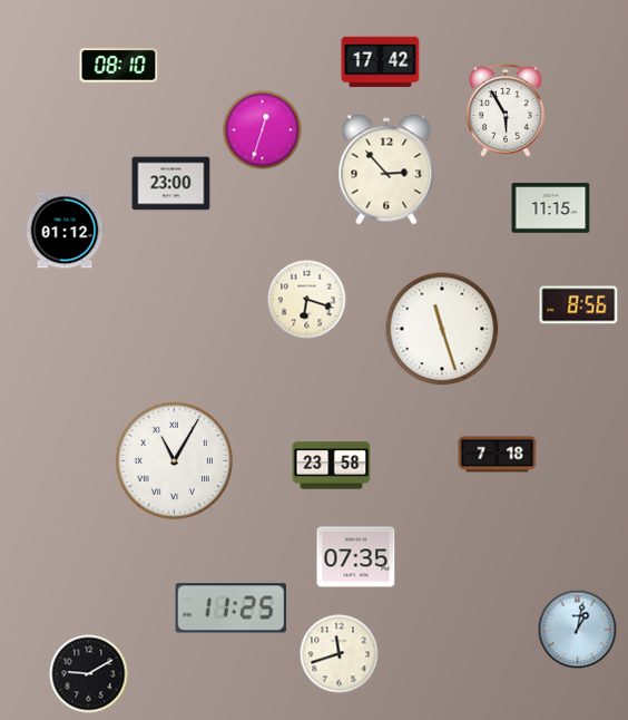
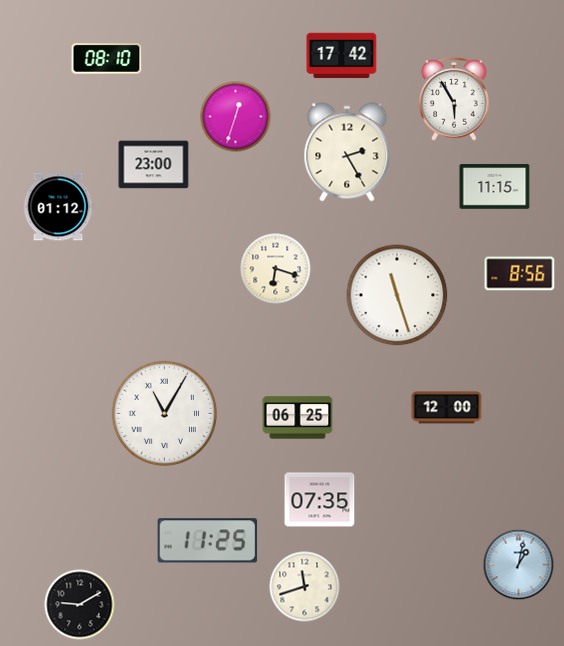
clock at (386, 169): 2:53 -> 2:25
clock at (498, 455): 7:18 -> 12:00
clock at (174, 460) position: (174, 460) -> (164, 413)
clock at (332, 466): 23:58 -> 06:25
clock at (232, 609) position: (232, 609) -> (208, 541)
